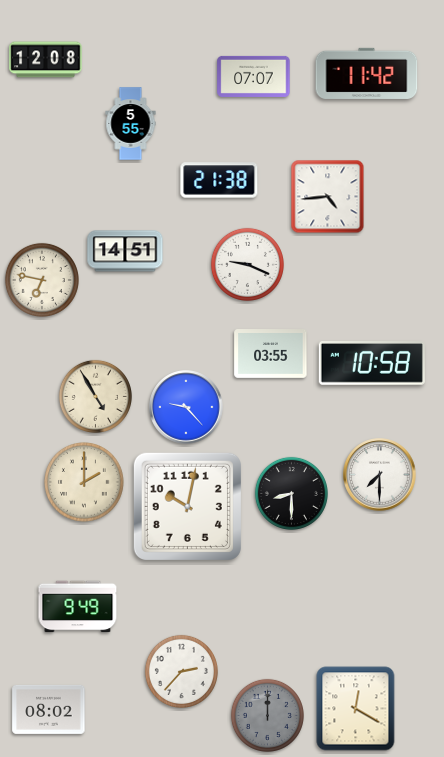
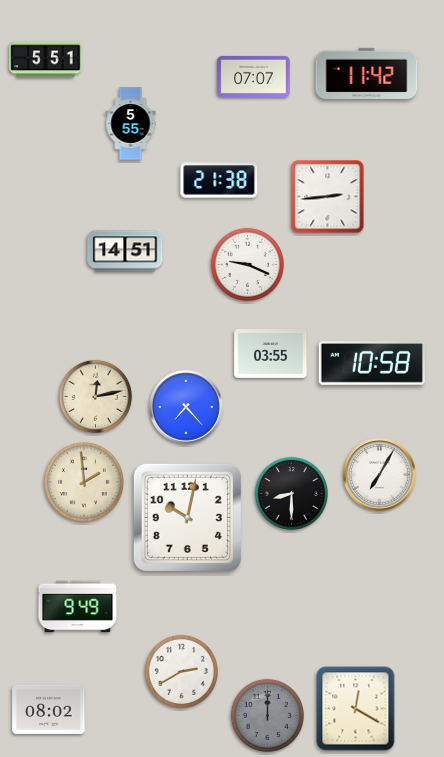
clock at (46, 60): 12:08 -> 5:51
clock at (328, 197): 4:44 -> 2:44
clock at (42, 280): 6:47 -> none
clock at (95, 396): 4:55 -> 12:13
clock at (186, 407): 9:23 -> 7:23
clock at (380, 475): 7:30 -> 7:05
clock at (85, 483): 2:00 -> 1:59
clock at (187, 506) position: (187, 506) -> (187, 517)
clock at (181, 671): 2:37 -> 2:40
